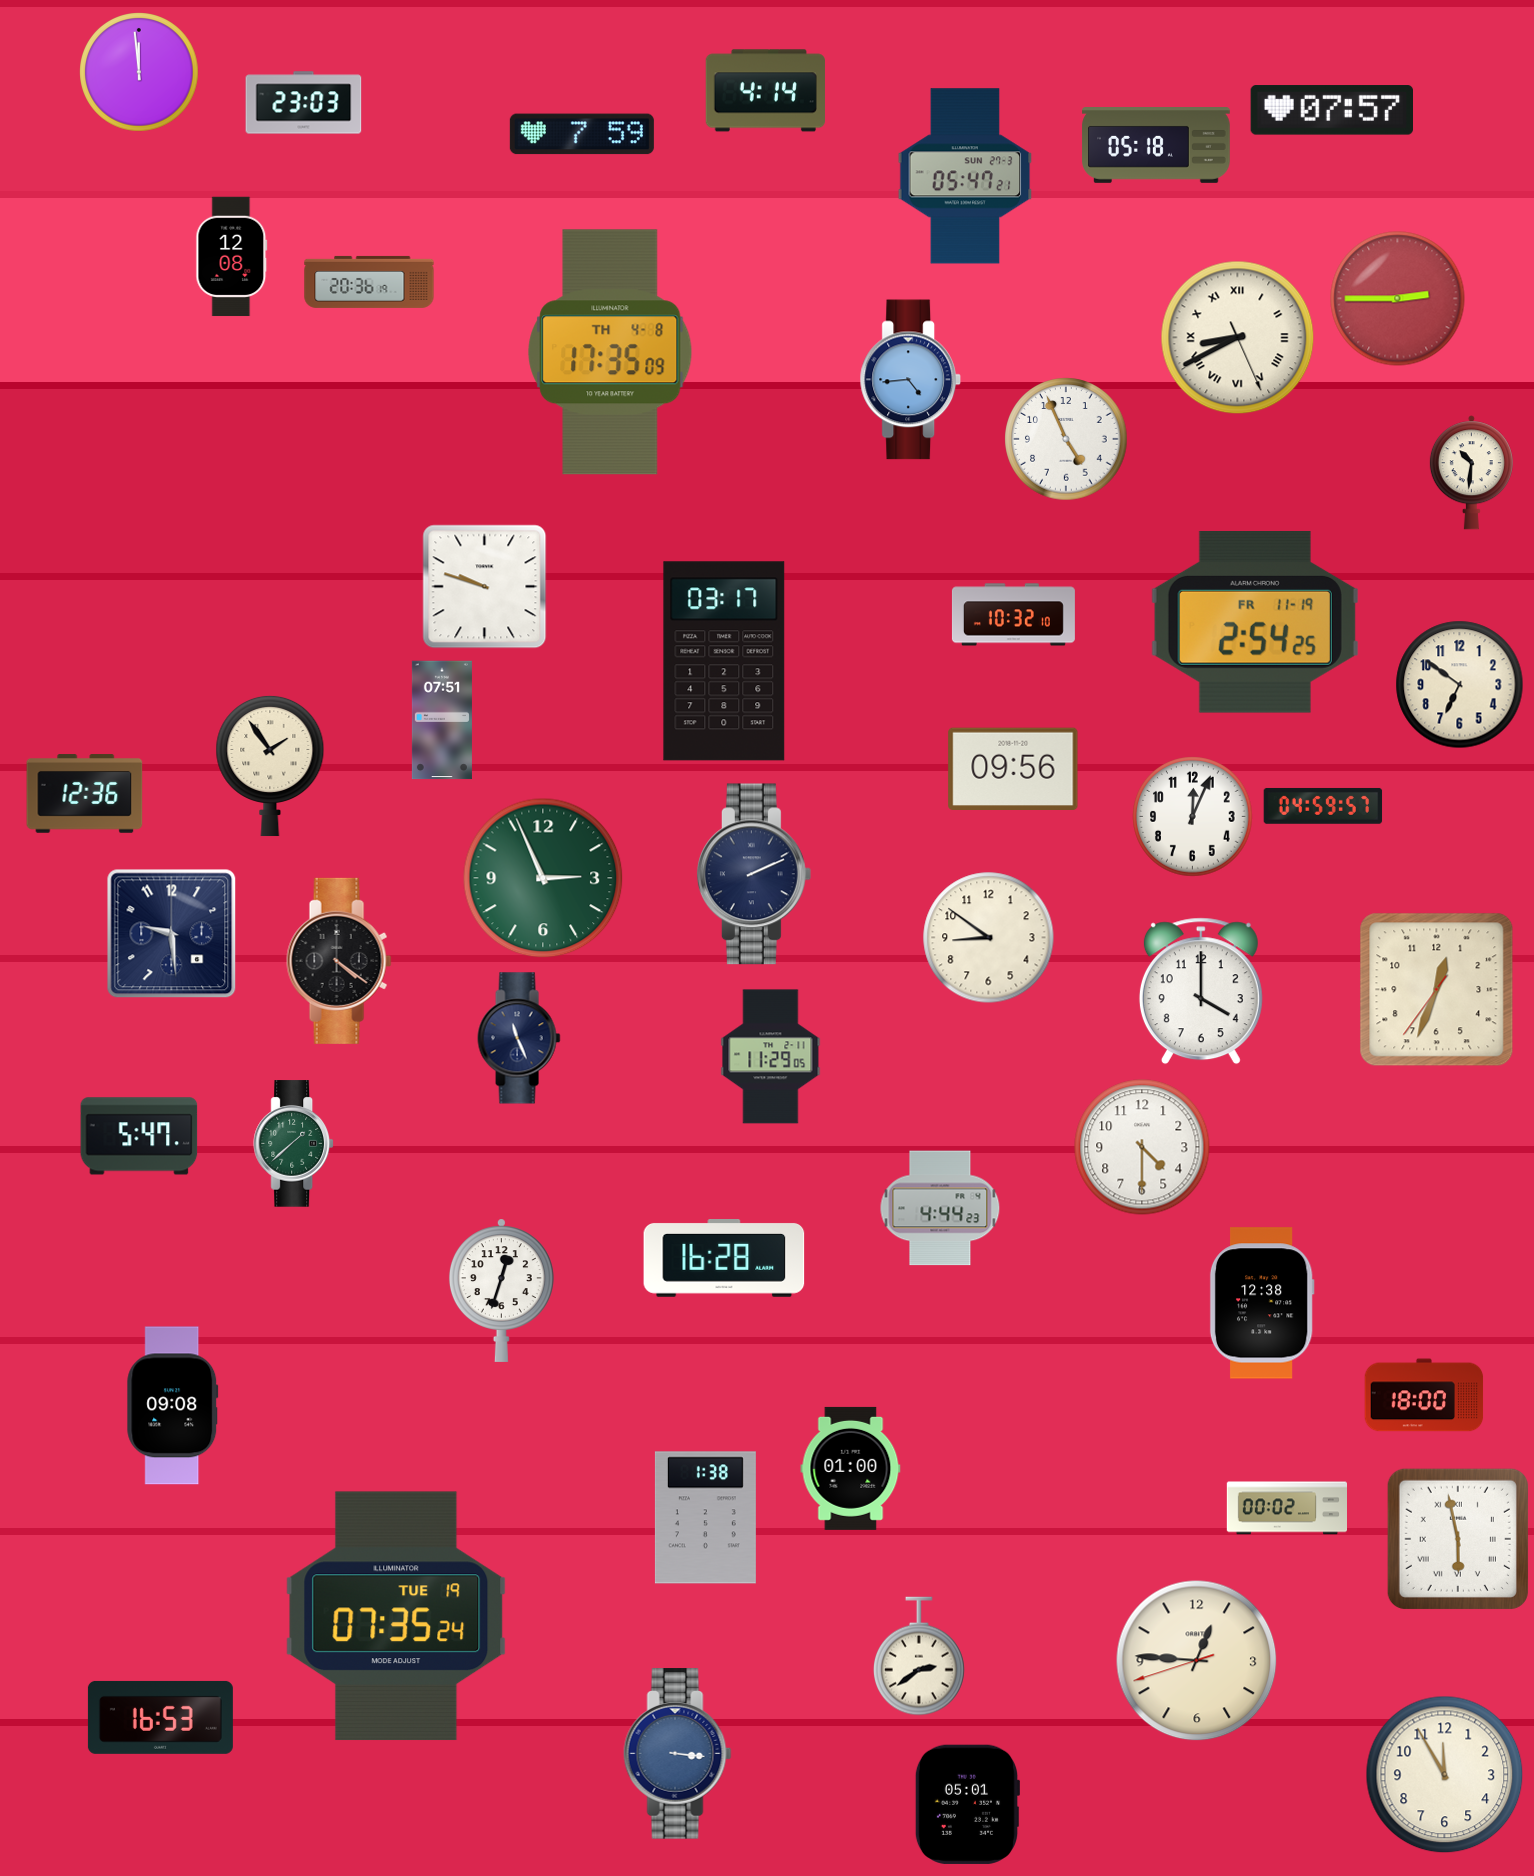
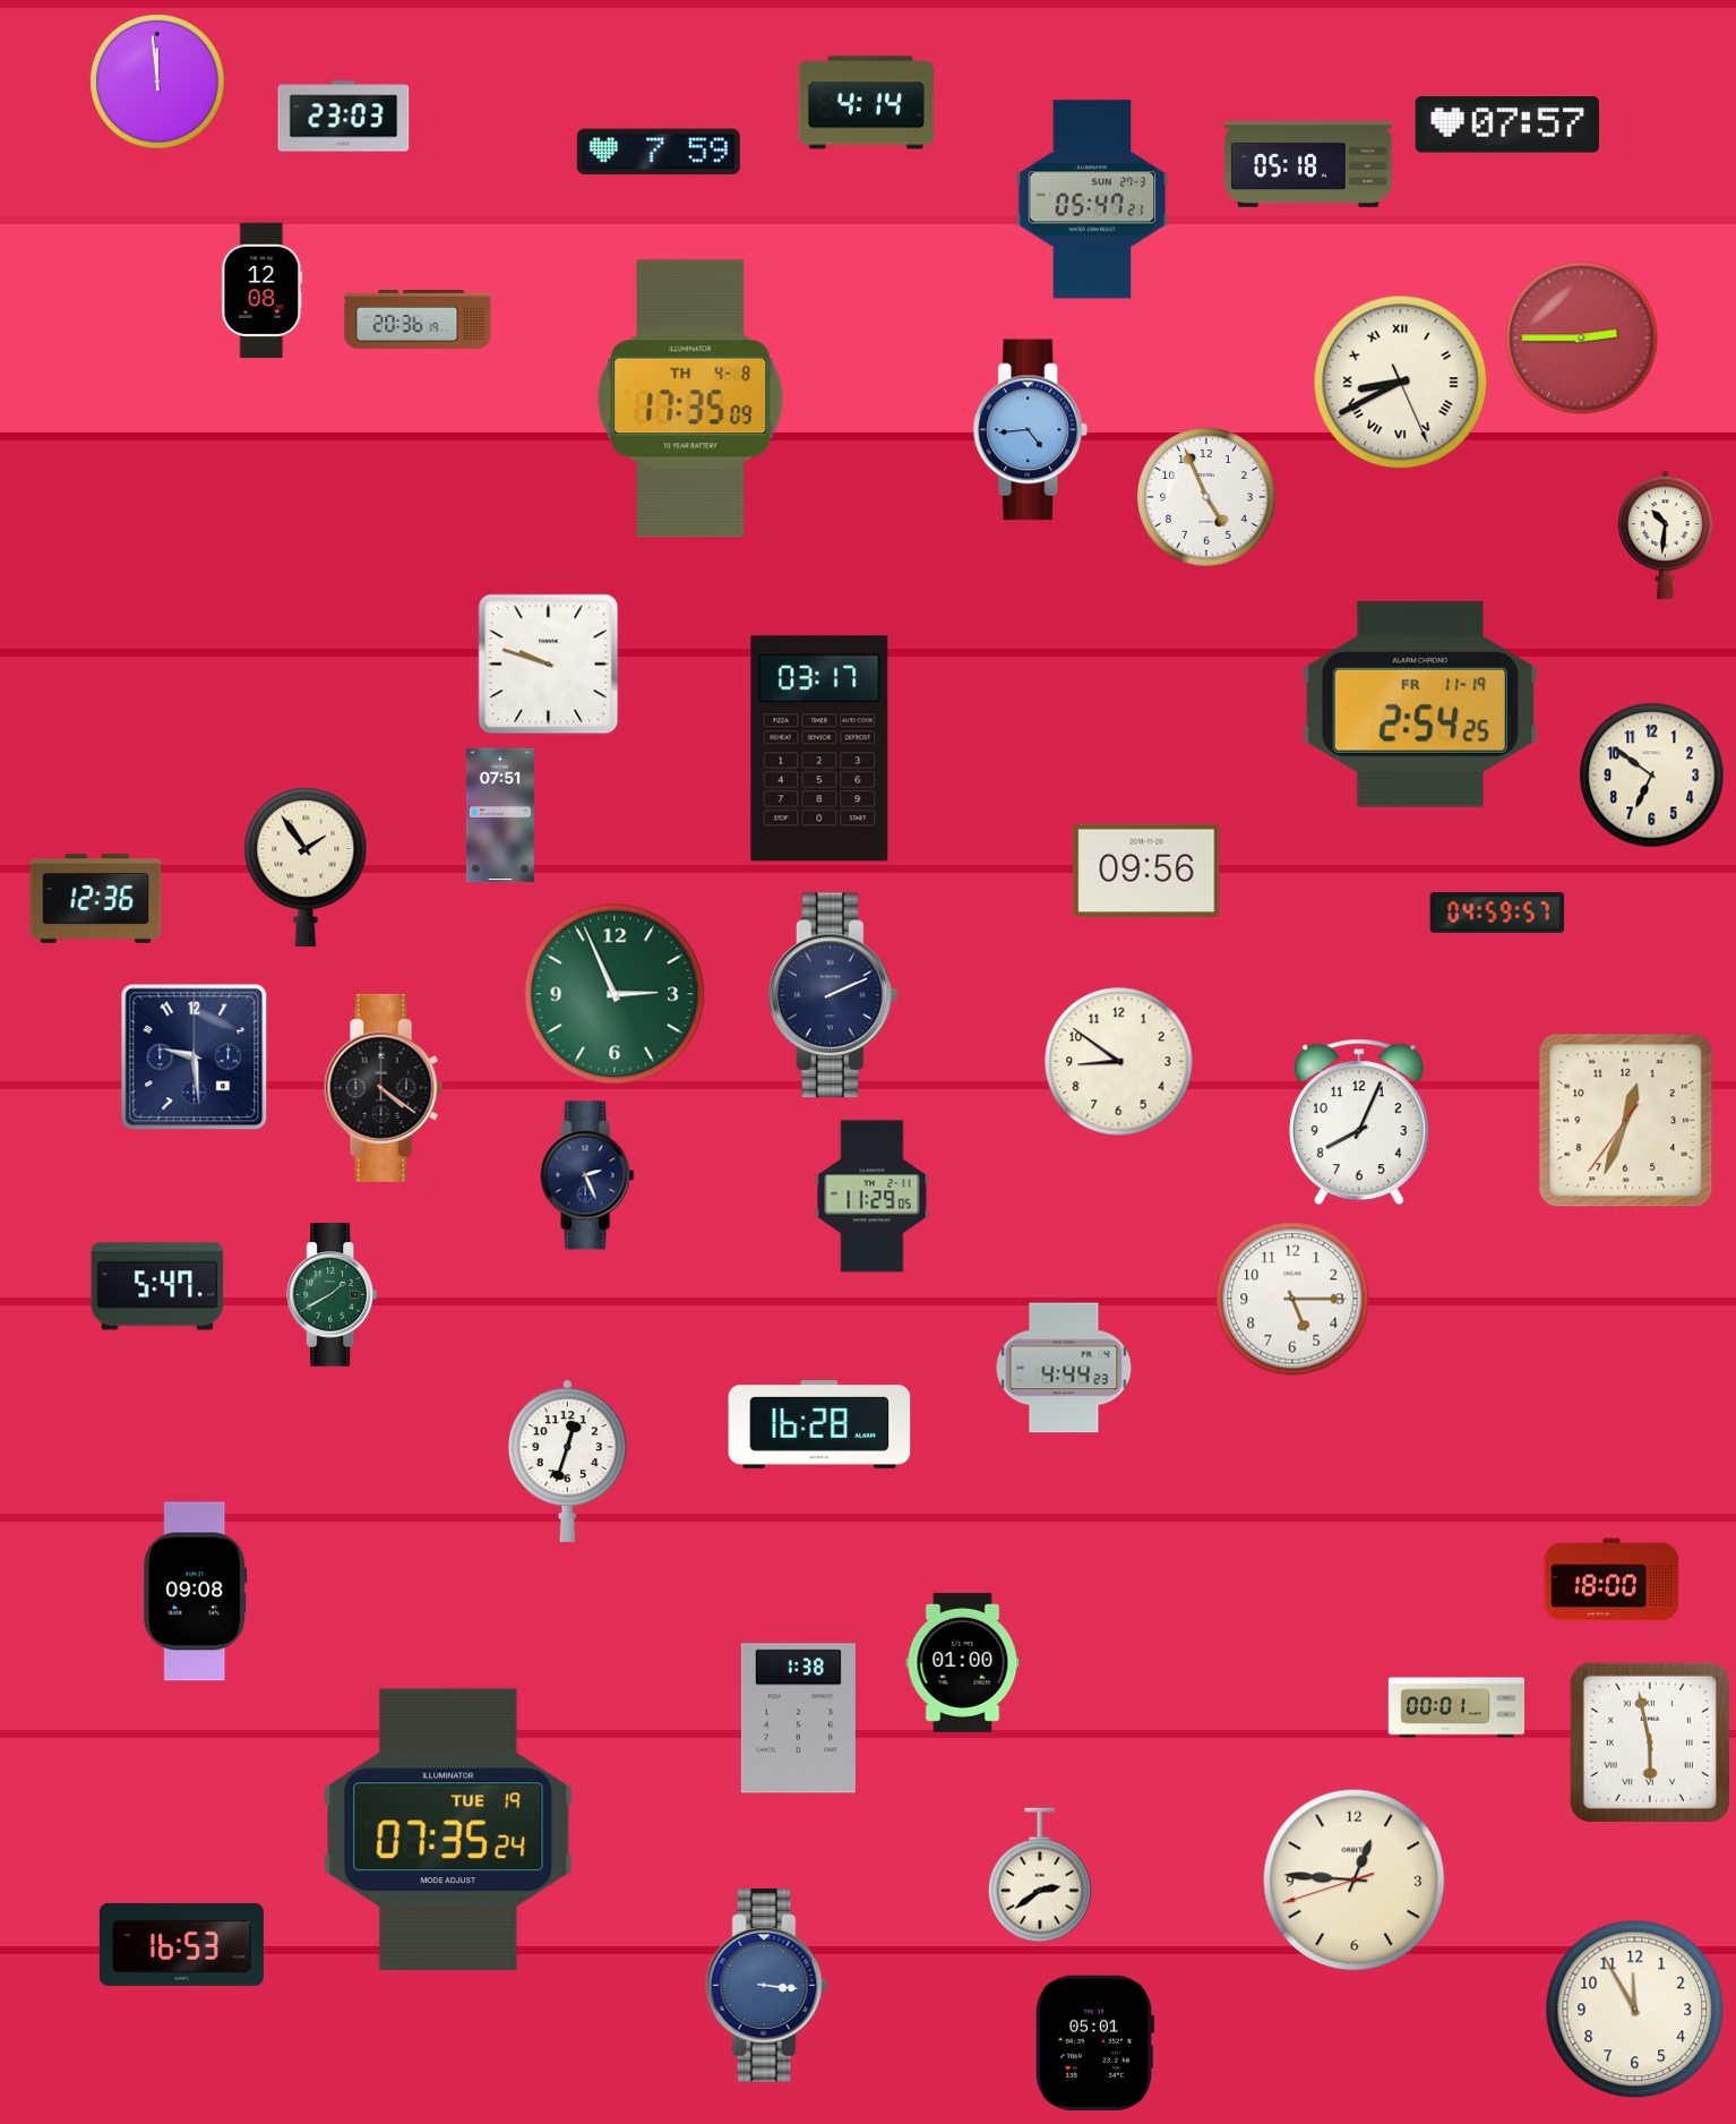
clock at (1013, 615): 10:32 -> none
clock at (1193, 817): 12:04 -> none
clock at (754, 874) position: (754, 874) -> (833, 995)
clock at (1201, 991): 4:00 -> 8:04
clock at (519, 1038): 11:26 -> 2:26
clock at (293, 1144): 1:38 -> 1:40
clock at (1142, 1147): 4:30 -> 5:15
clock at (1262, 1303): 12:38 -> none
clock at (1286, 1508): 00:02 -> 00:01
